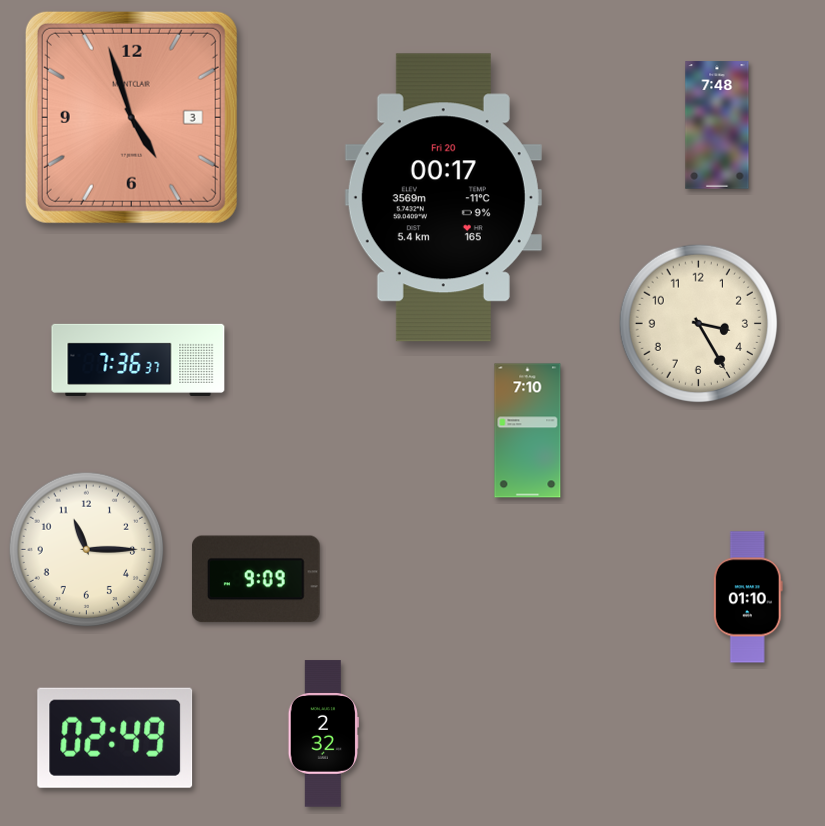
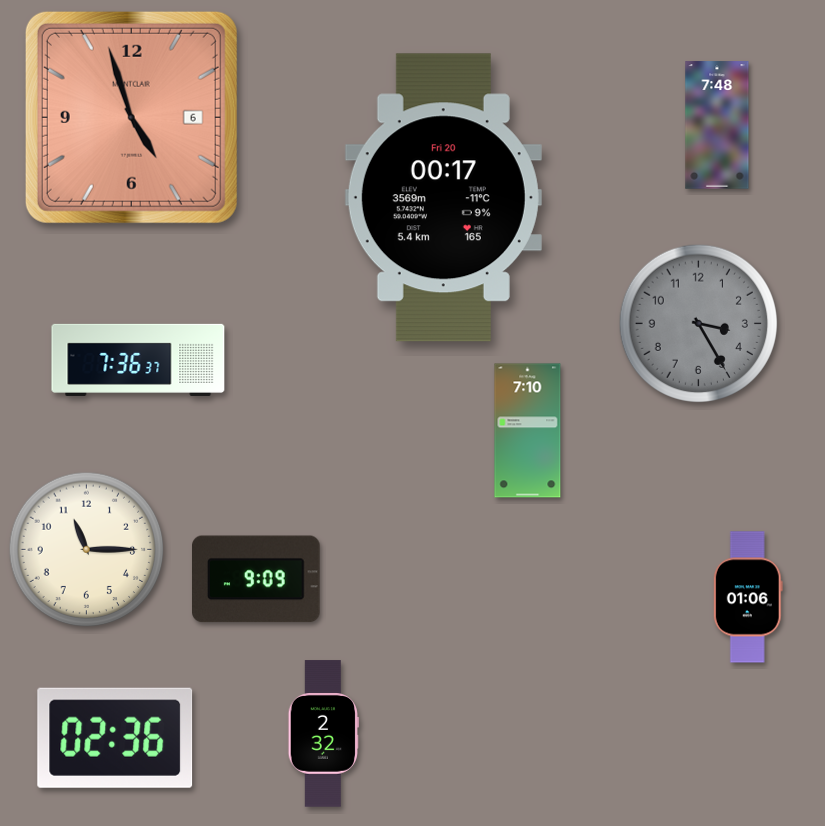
clock at (131, 117) date: 3 -> 6
clock at (698, 323) dial: cream -> grey
clock at (748, 597): 01:10 -> 01:06
clock at (115, 738): 02:49 -> 02:36
